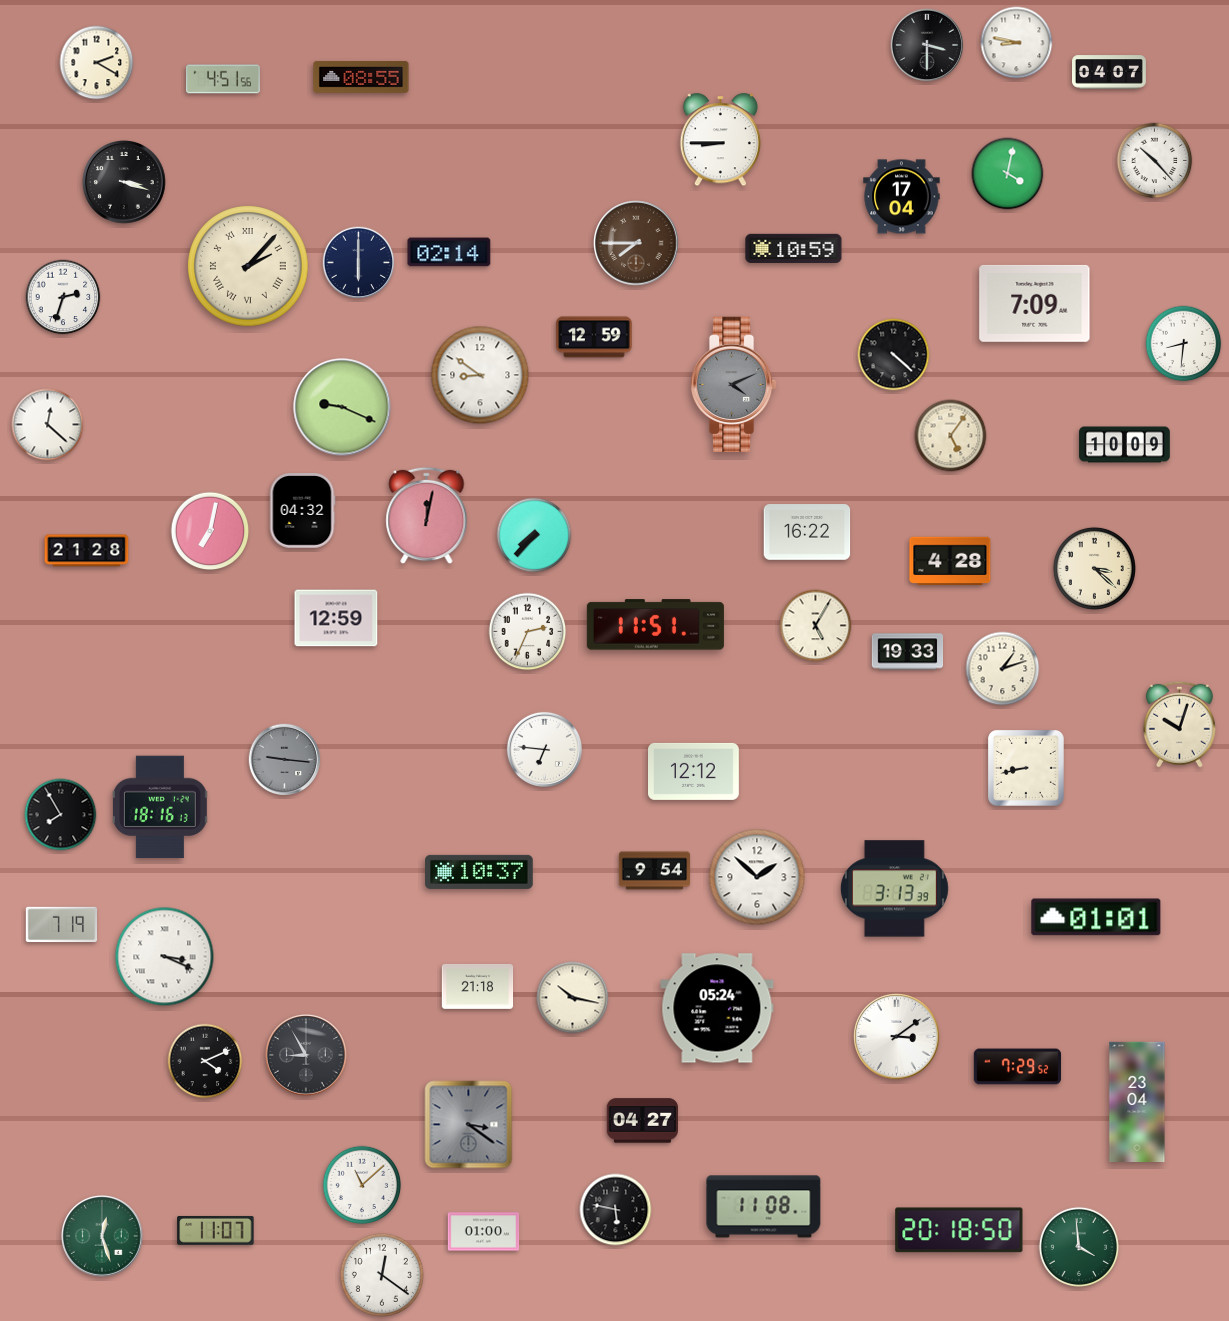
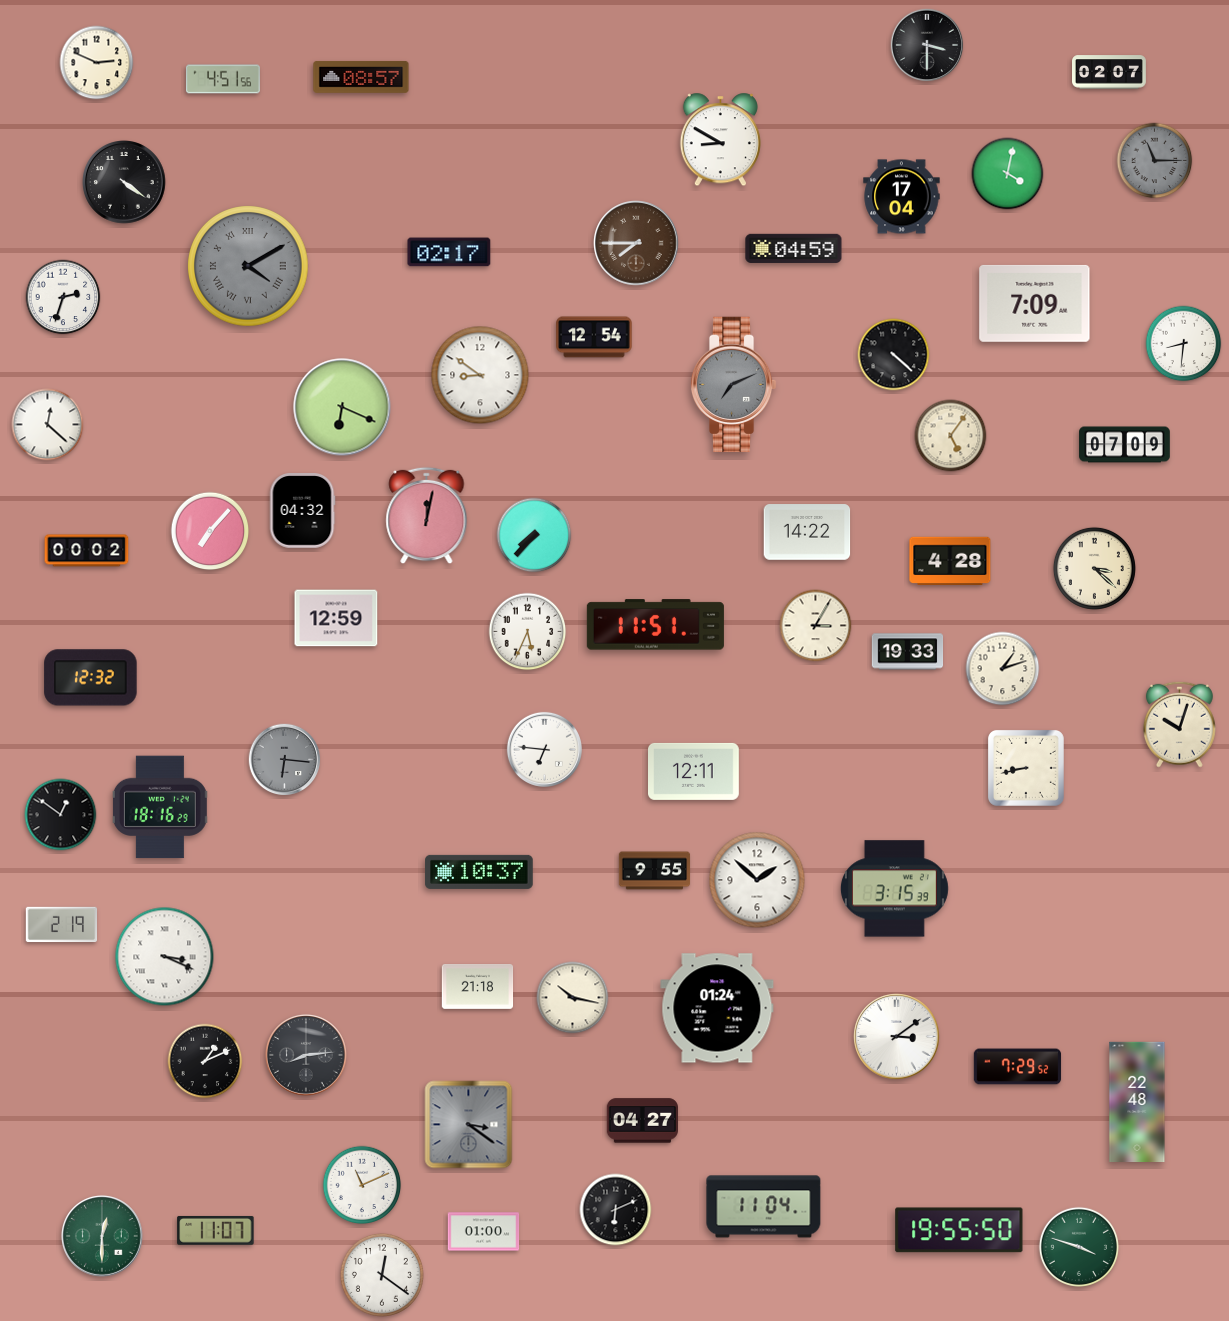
clock at (1017, 43): 8:47 -> none
clock at (97, 63): 2:20 -> 2:49
clock at (1110, 72): 04:07 -> 02:07
clock at (361, 77): 08:55 -> 08:57
clock at (720, 140): 8:45 -> 8:50
clock at (1155, 161): 10:23 -> 11:15
clock at (1155, 161) dial: white -> grey
clock at (125, 183): 3:18 -> 4:21
clock at (794, 248): 10:59 -> 04:59
clock at (449, 252): 02:14 -> 02:17
clock at (359, 263): 6:00 -> none
clock at (248, 266): 2:07 -> 4:10
clock at (248, 266) dial: cream -> grey
clock at (594, 337): 12:59 -> 12:54
clock at (733, 385): 4:11 -> 7:11
clock at (342, 407): 9:19 -> 6:19
clock at (1125, 445): 10:09 -> 07:09
clock at (210, 531): 7:02 -> 7:07
clock at (807, 532): 16:22 -> 14:22
clock at (87, 551): 21:28 -> 00:02
clock at (816, 626): 5:05 -> 3:05
clock at (528, 632): 2:34 -> 5:34
clock at (91, 678): none -> 12:32
clock at (285, 760): 9:16 -> 6:16
clock at (694, 771): 12:12 -> 12:11
clock at (160, 807): 18:16:13 -> 18:16:29
clock at (61, 815): 7:55 -> 12:51
clock at (655, 871): 9:54 -> 9:55
clock at (757, 877) position: (757, 877) -> (757, 880)
clock at (894, 889): 3:13 -> 3:15
clock at (1096, 917): 01:01 -> none
clock at (62, 925): 7:19 -> 2:19
clock at (717, 1008): 05:24 -> 01:24
clock at (306, 1055): 8:55 -> 8:14
clock at (205, 1061): 4:11 -> 1:11
clock at (1137, 1101): 23:04 -> 22:48
clock at (362, 1185): 11:08 -> 11:11
clock at (764, 1207): 11:08 -> 11:04
clock at (616, 1210): 5:47 -> 6:11
clock at (959, 1230): 20:18 -> 19:55
clock at (102, 1236): 12:27 -> 12:30
clock at (1078, 1246): 3:59 -> 3:48
